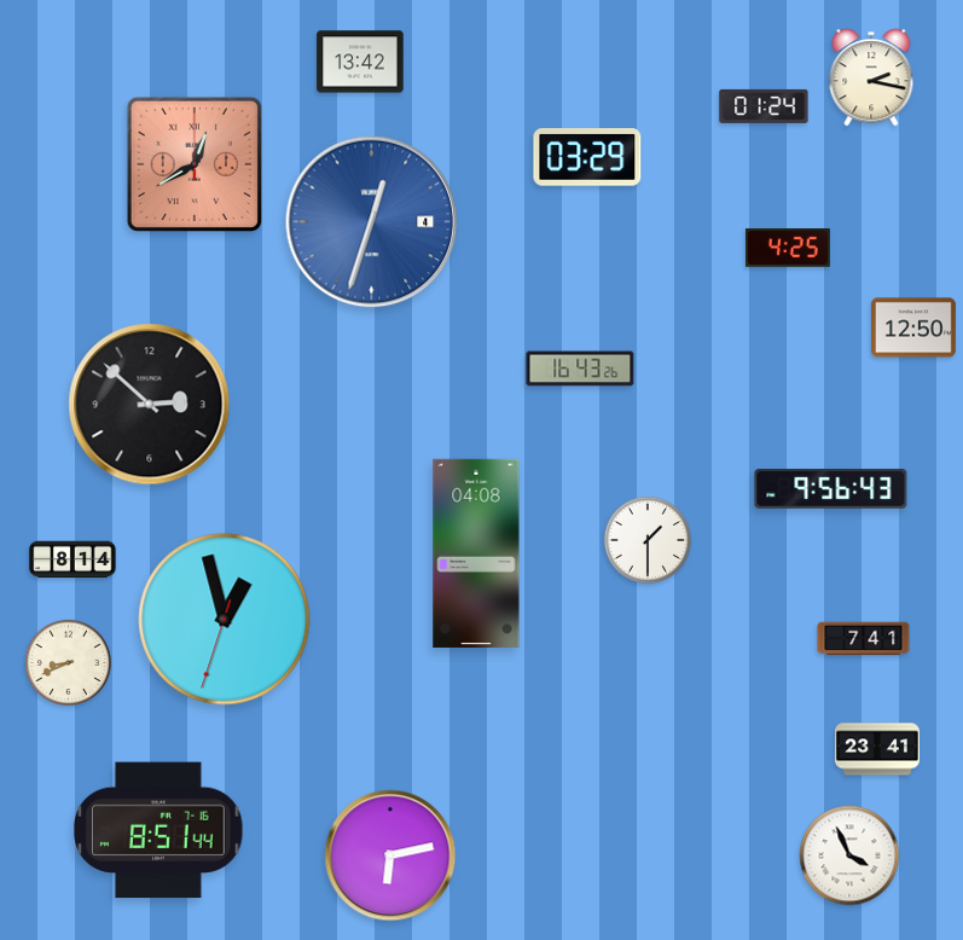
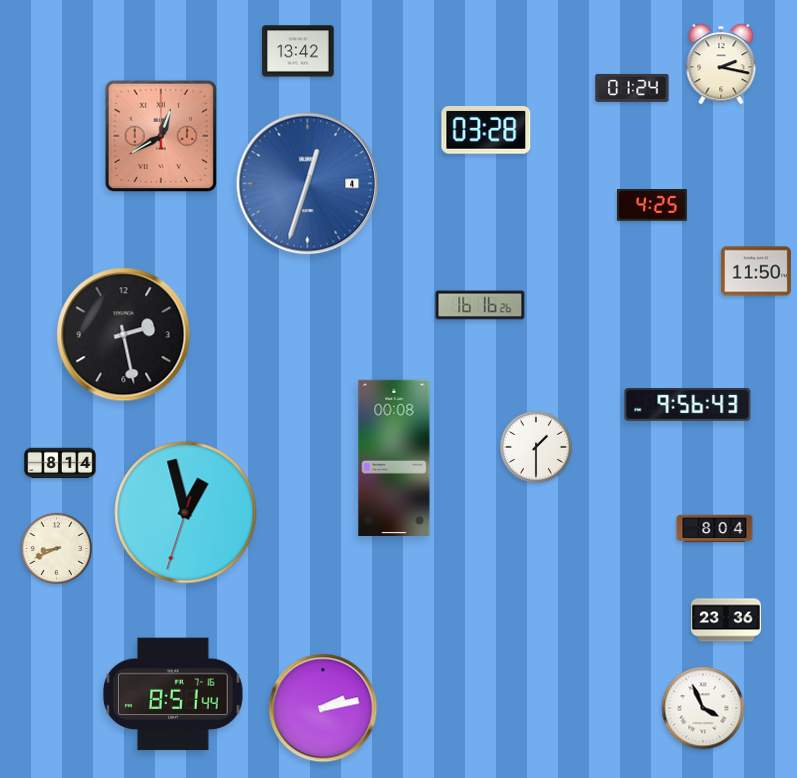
clock at (587, 158): 03:29 -> 03:28
clock at (913, 327): 12:50 -> 11:50
clock at (580, 369): 16:43 -> 16:16
clock at (150, 405): 2:52 -> 2:28
clock at (476, 553): 04:08 -> 00:08
clock at (864, 639): 7:41 -> 8:04
clock at (877, 749): 23:41 -> 23:36
clock at (158, 830) position: (158, 830) -> (173, 694)
clock at (390, 855): 6:13 -> 2:13
